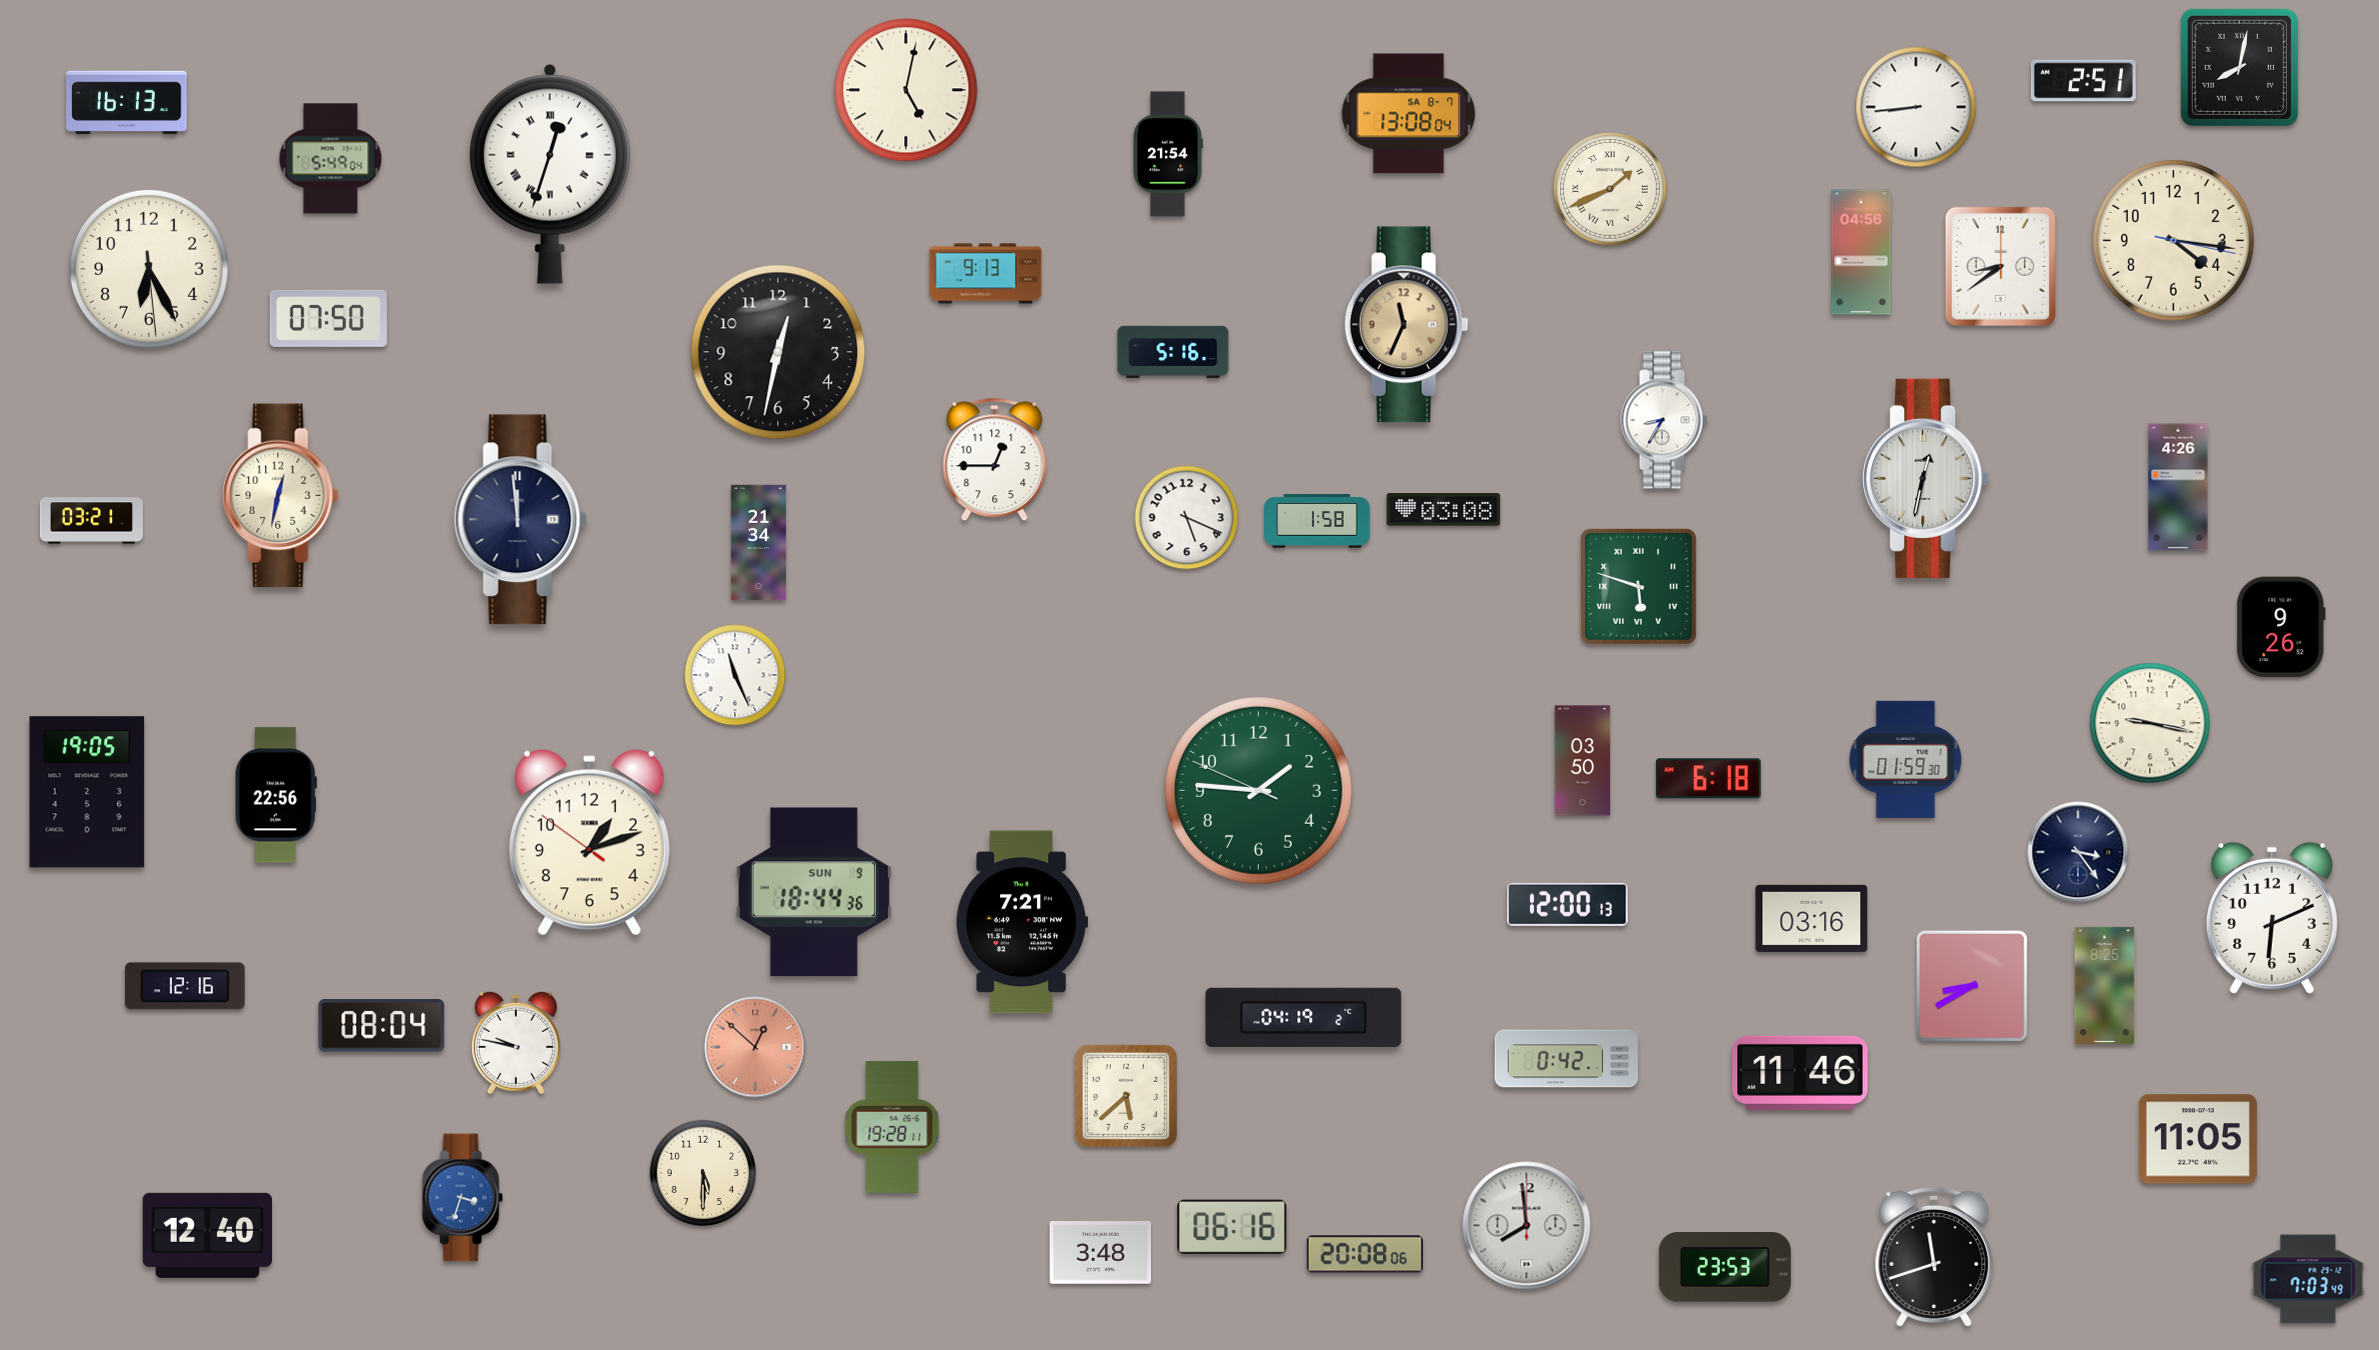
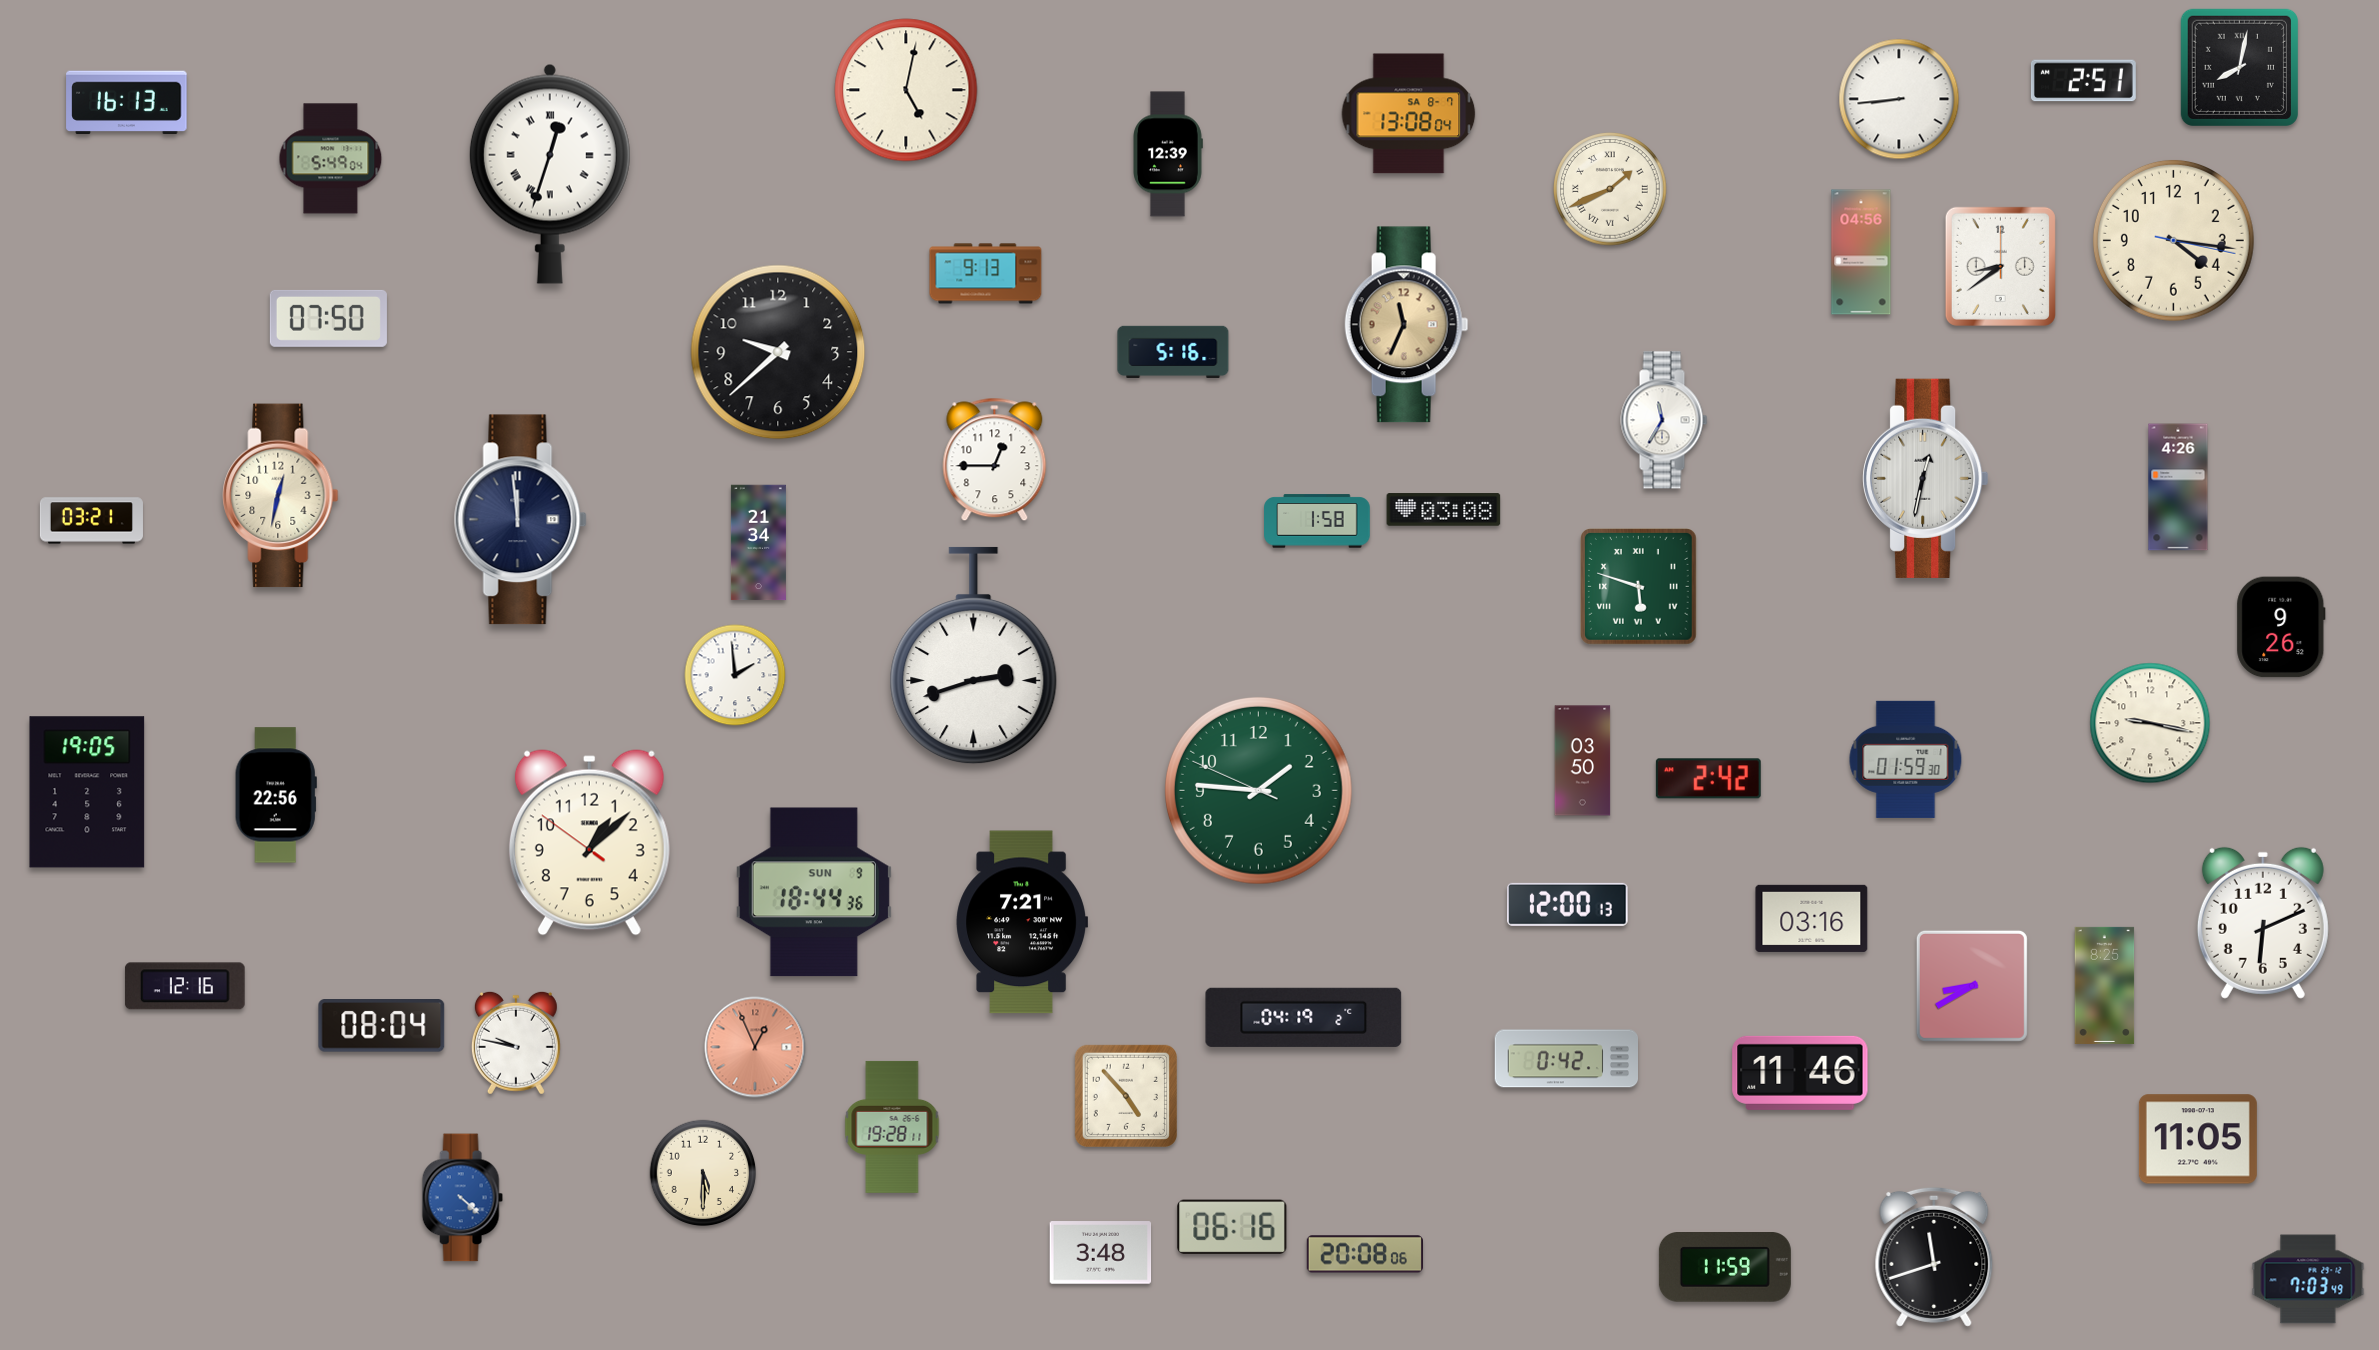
clock at (1916, 107) position: (1916, 107) -> (1899, 99)
clock at (1168, 154): 21:54 -> 12:39
clock at (149, 269): 6:25 -> none
clock at (778, 352): 12:32 -> 9:38
clock at (1664, 420): 8:35 -> 11:35
clock at (1187, 518): 5:19 -> none
clock at (974, 656): none -> 2:42
clock at (735, 675): 11:26 -> 1:59
clock at (1708, 779): 6:18 -> 2:42
clock at (589, 843): 1:11 -> 1:07
clock at (2078, 852): 3:24 -> none
clock at (2272, 918) position: (2272, 918) -> (2263, 923)
clock at (755, 1047): 12:52 -> 12:56
clock at (1126, 1096): 5:38 -> 4:53
clock at (462, 1198): 3:33 -> 4:22
clock at (1527, 1226): 7:59 -> none
clock at (207, 1235): 12:40 -> none
clock at (1725, 1268): 23:53 -> 11:59
